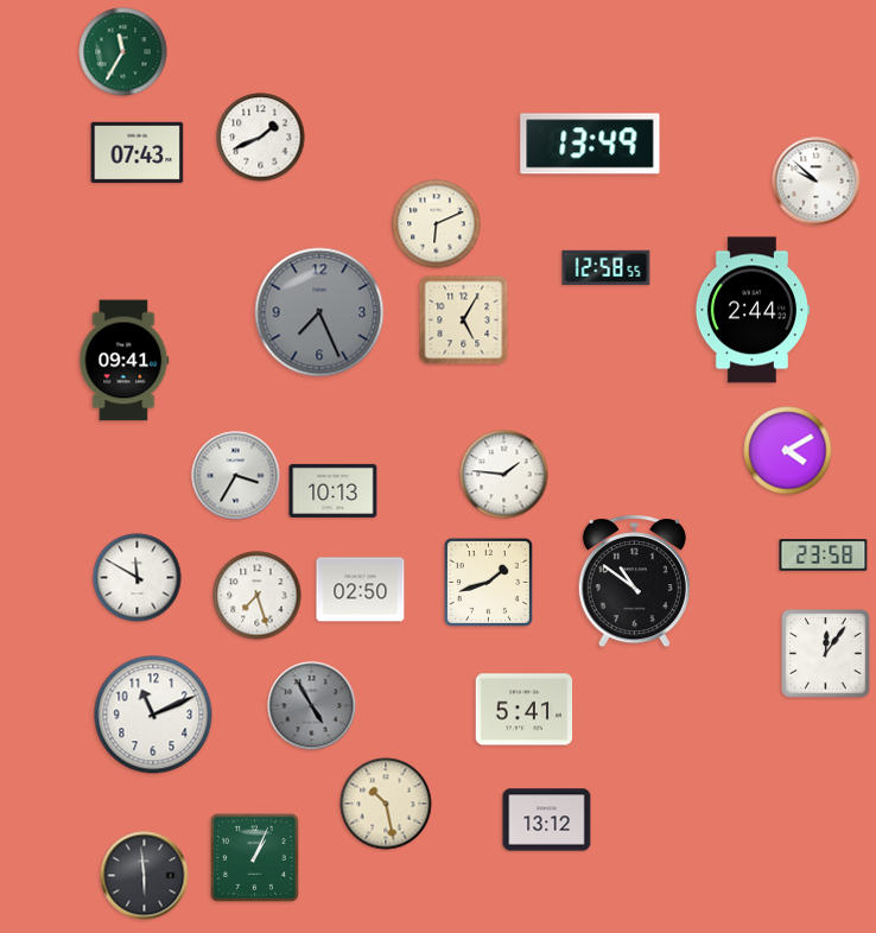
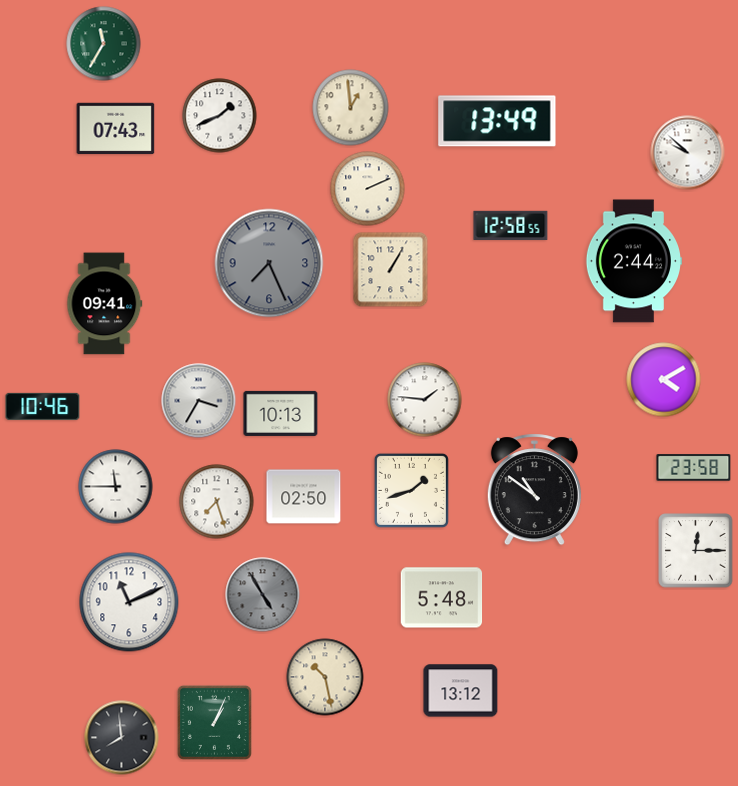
clock at (351, 108): none -> 12:59
clock at (437, 224): 6:11 -> 2:11
clock at (464, 320): 5:05 -> 1:05
clock at (43, 406): none -> 10:46
clock at (138, 578): 11:50 -> 11:45
clock at (826, 654): 12:06 -> 12:15
clock at (525, 710): 5:41 -> 5:48
clock at (145, 876): 5:59 -> 7:59
